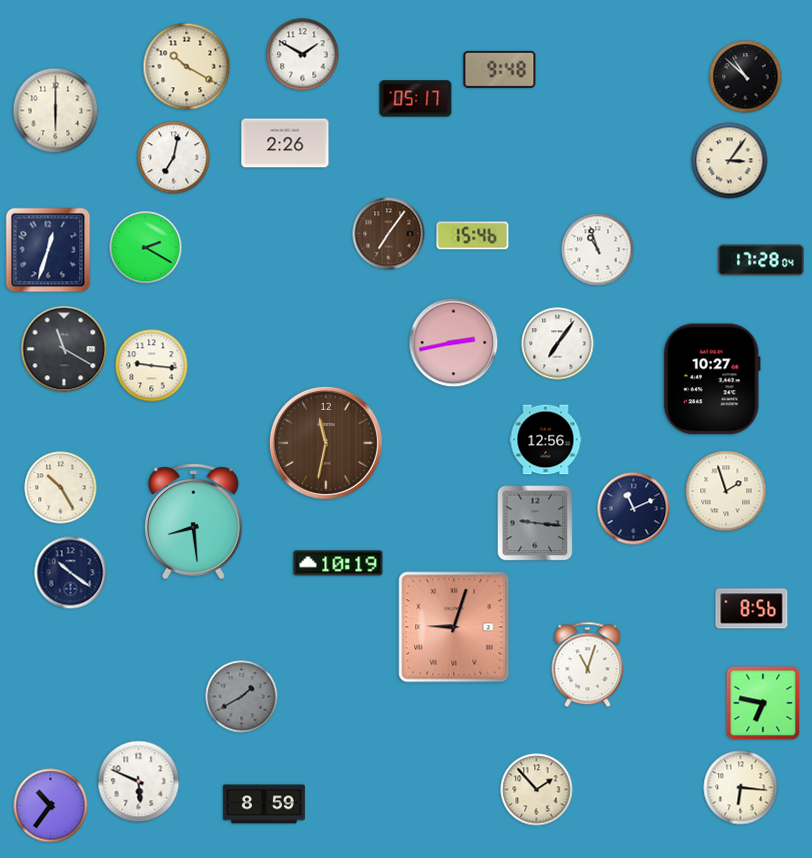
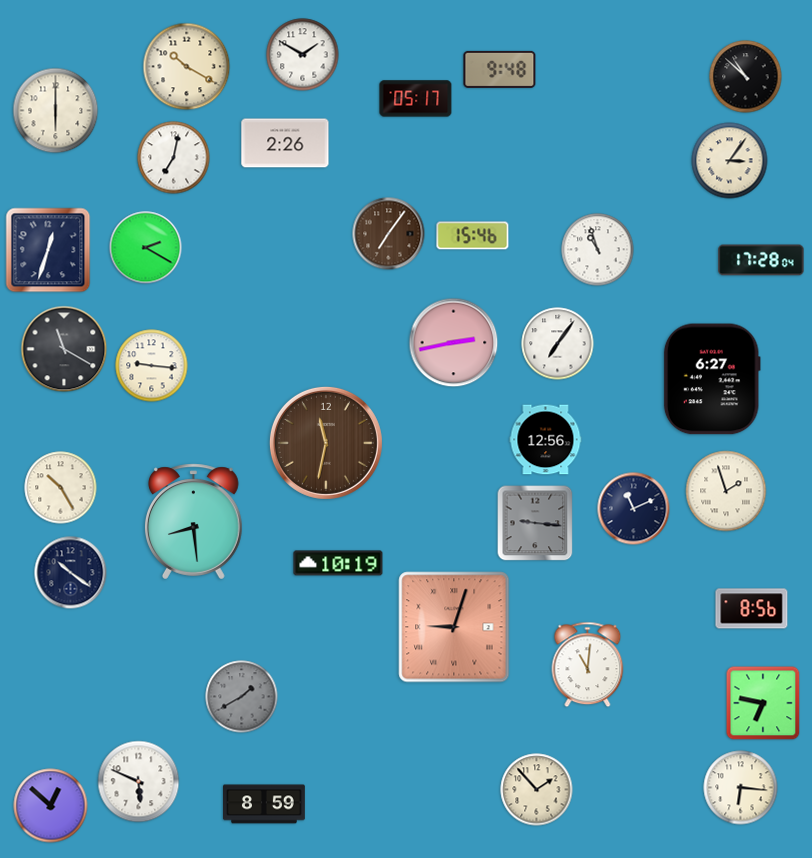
clock at (712, 379): 10:27 -> 6:27
clock at (588, 665): 11:03 -> 11:01
clock at (51, 806): 10:36 -> 12:52
